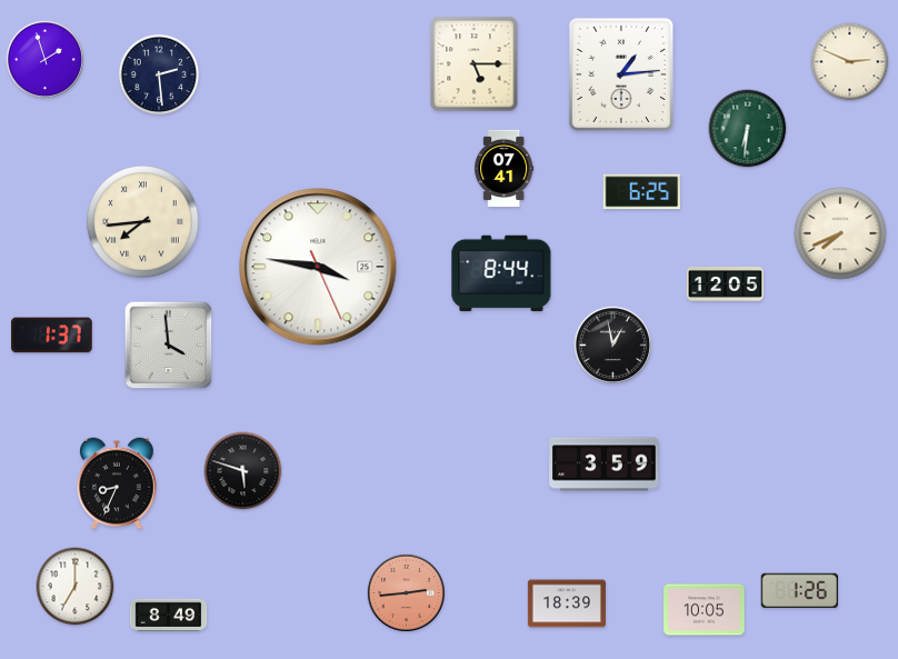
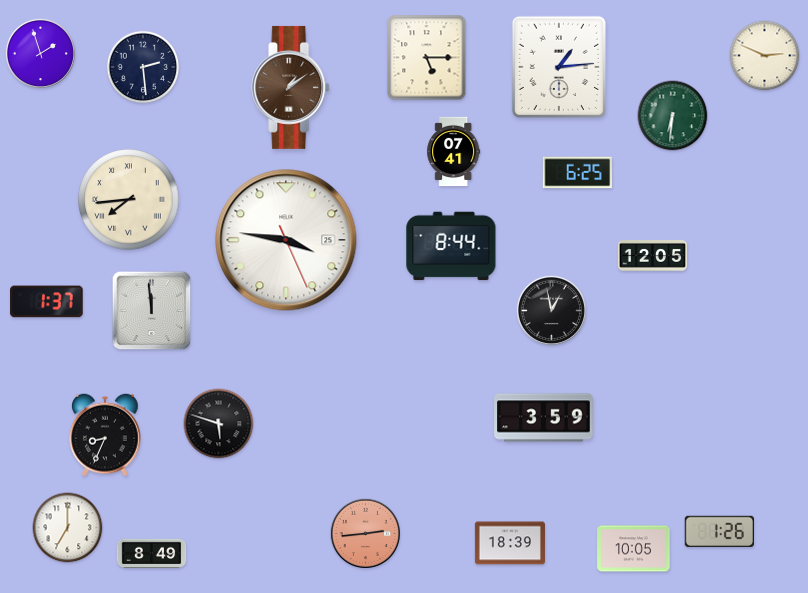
clock at (291, 87): none -> 1:09
clock at (840, 233): 7:41 -> none
clock at (169, 346): 3:59 -> 11:59
